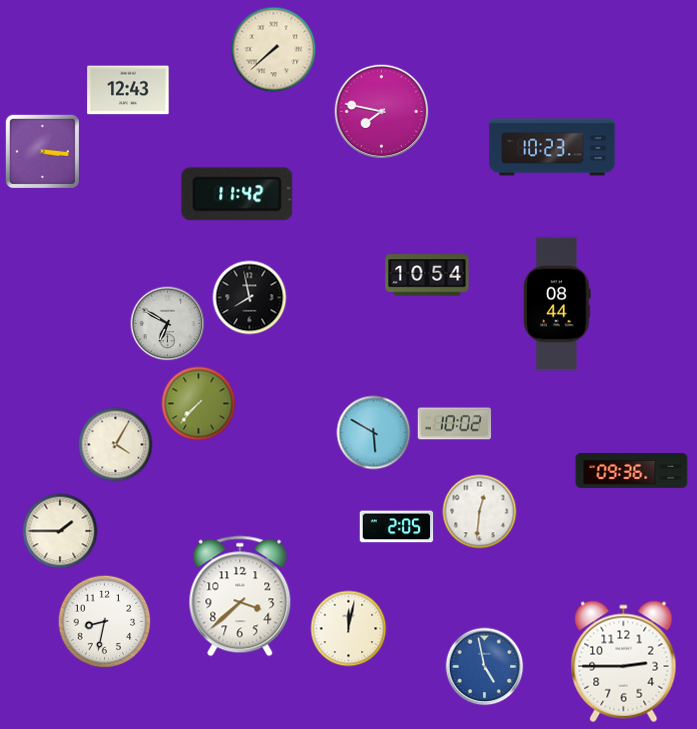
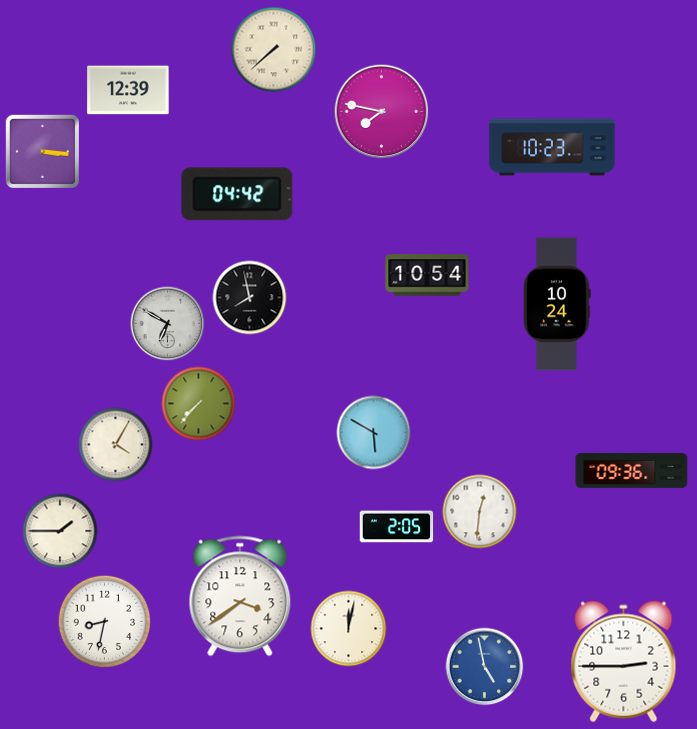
clock at (128, 90): 12:43 -> 12:39
clock at (237, 194): 11:42 -> 04:42
clock at (558, 304): 08:44 -> 10:24
clock at (455, 424): 10:02 -> none
clock at (240, 596): 3:38 -> 3:39
